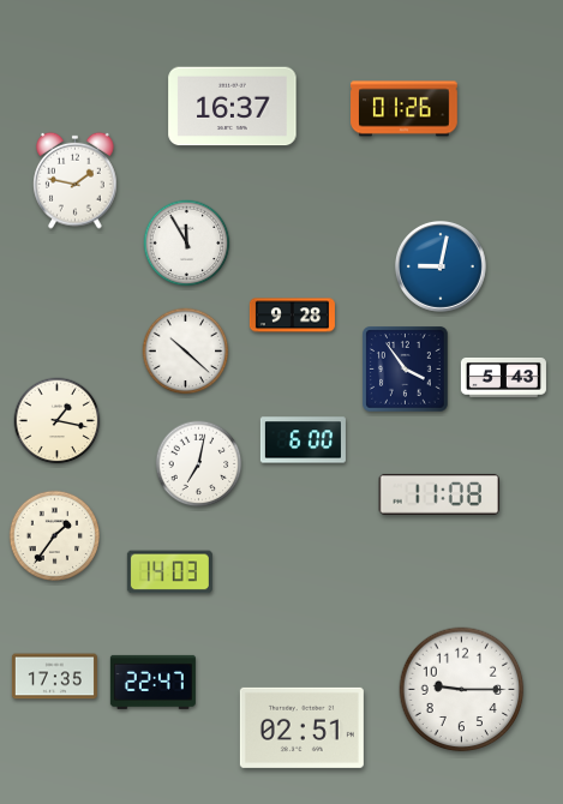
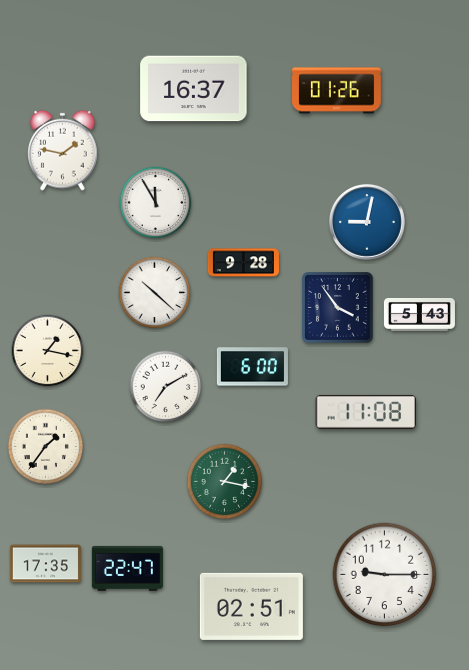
clock at (199, 464): 7:02 -> 7:10
clock at (169, 572): 14:03 -> none
clock at (225, 482): none -> 1:17
